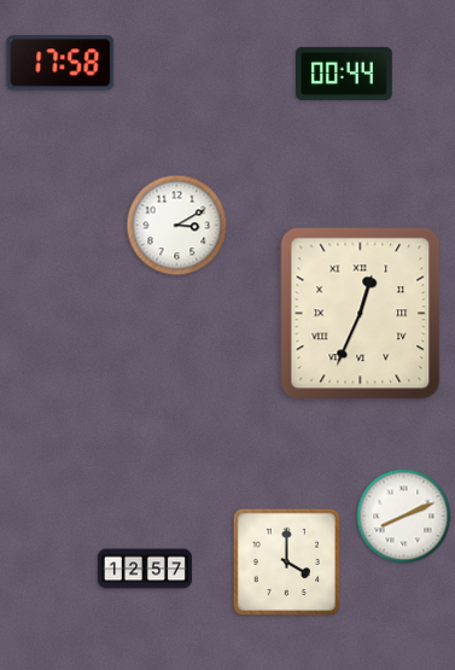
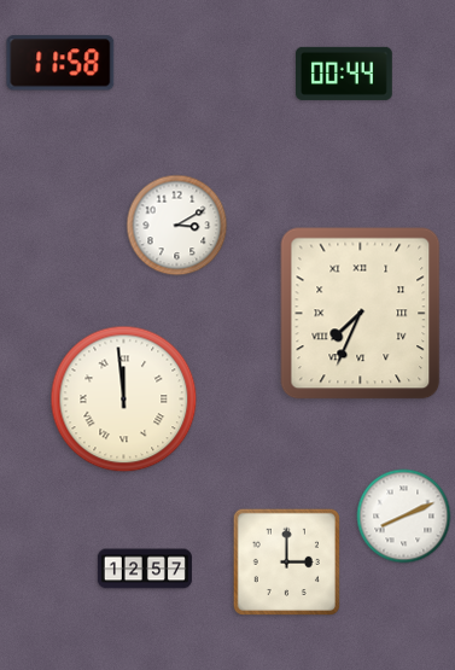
clock at (60, 63): 17:58 -> 11:58
clock at (361, 314): 12:34 -> 7:34
clock at (124, 400): none -> 11:59
clock at (286, 561): 4:00 -> 3:00
